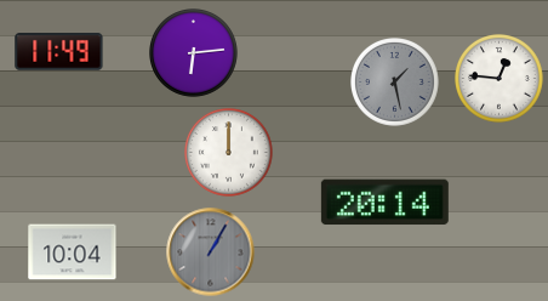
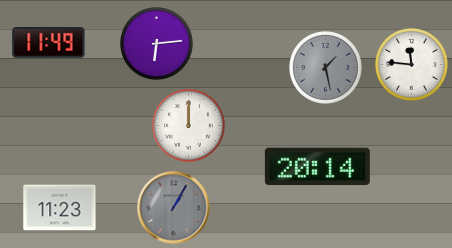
clock at (194, 53) position: (194, 53) -> (157, 44)
clock at (500, 79): 12:46 -> 11:46
clock at (73, 252): 10:04 -> 11:23
